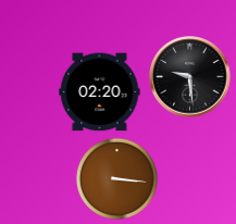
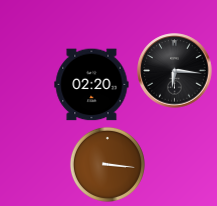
clock at (190, 77): 9:29 -> 6:16
